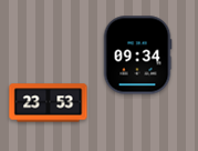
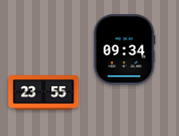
clock at (49, 103): 23:53 -> 23:55
